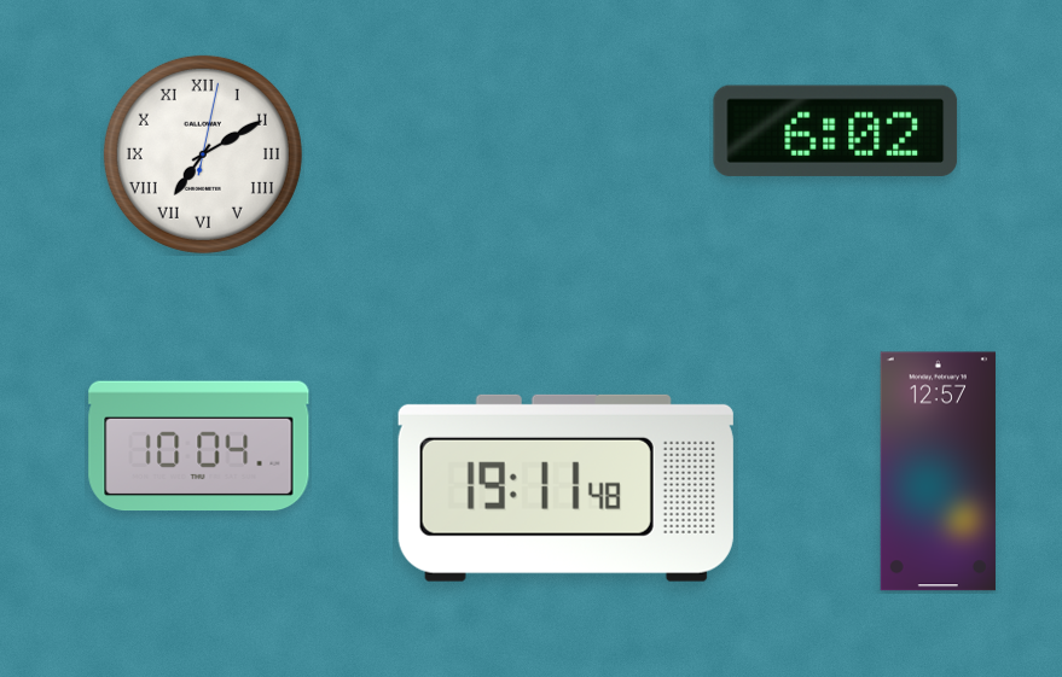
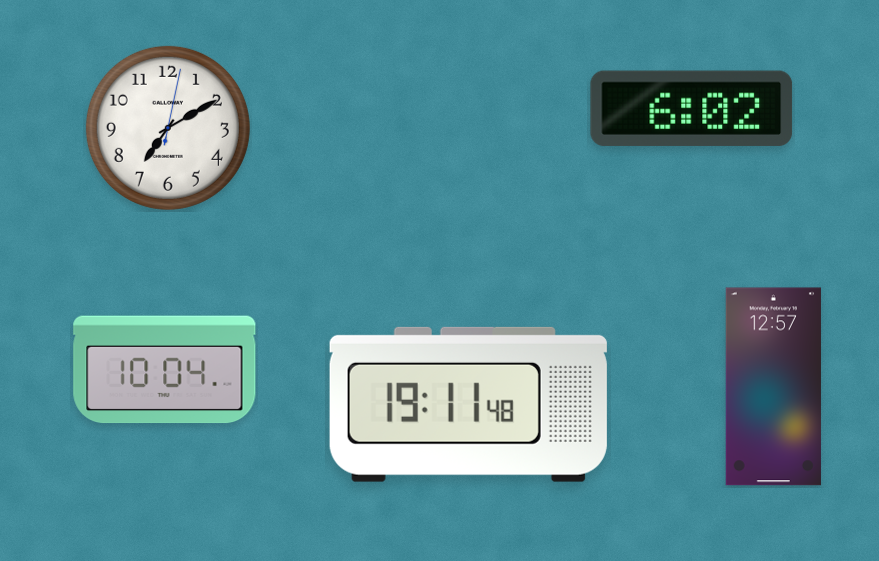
clock at (203, 154) numerals: Roman -> Arabic
clock at (938, 472) position: (938, 472) -> (773, 387)
